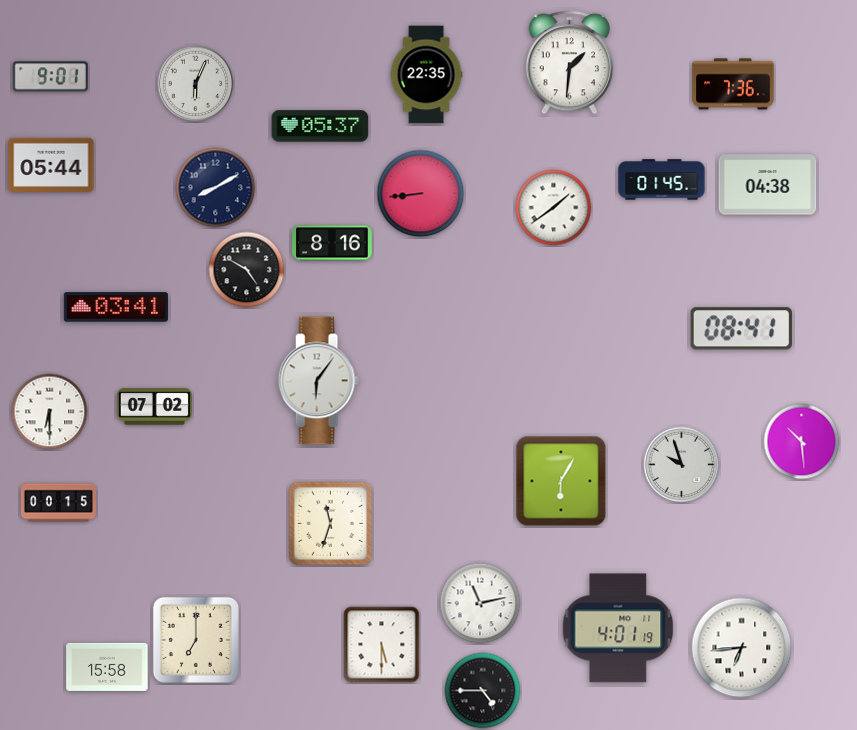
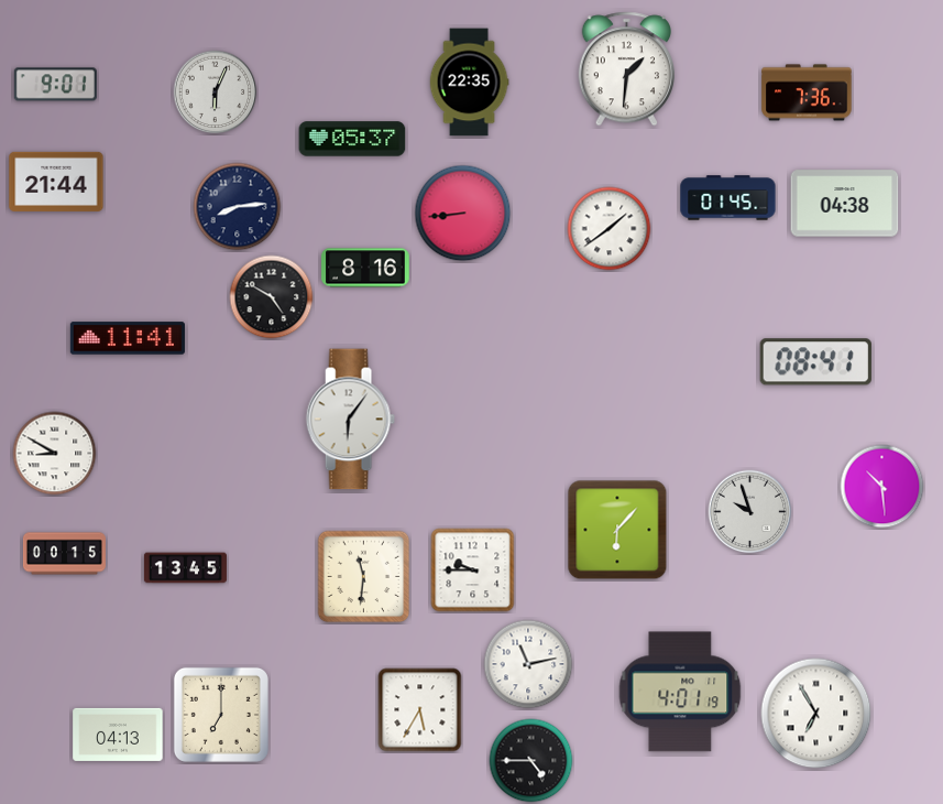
clock at (51, 165): 05:44 -> 21:44
clock at (216, 188): 8:10 -> 8:14
clock at (116, 307): 03:41 -> 11:41
clock at (154, 407): 07:02 -> none
clock at (50, 412): 6:30 -> 8:50
clock at (561, 481): 6:05 -> 6:07
clock at (185, 568): none -> 13:45
clock at (473, 571): none -> 9:45
clock at (331, 524): 11:33 -> 11:31
clock at (196, 640) position: (196, 640) -> (221, 715)
clock at (382, 645): 5:30 -> 5:35
clock at (742, 648): 6:44 -> 6:55
clock at (107, 667): 15:58 -> 04:13
